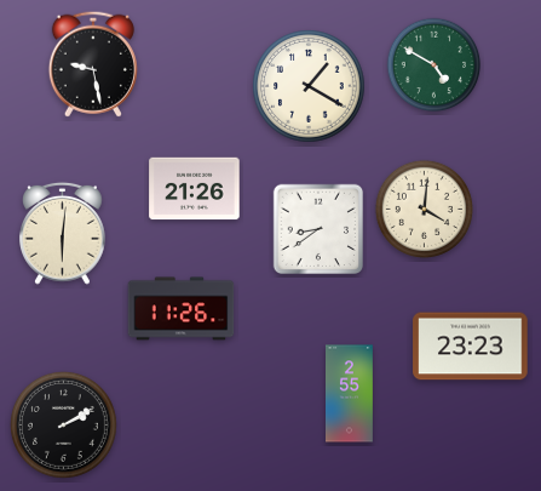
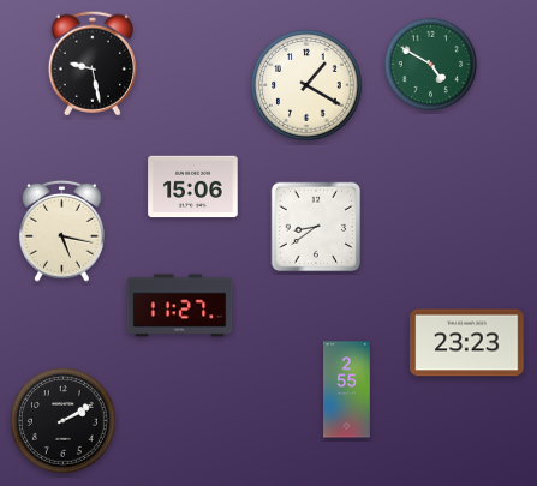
clock at (195, 189): 21:26 -> 15:06
clock at (424, 209): 4:01 -> none
clock at (63, 233): 6:01 -> 5:17
clock at (182, 309): 11:26 -> 11:27
